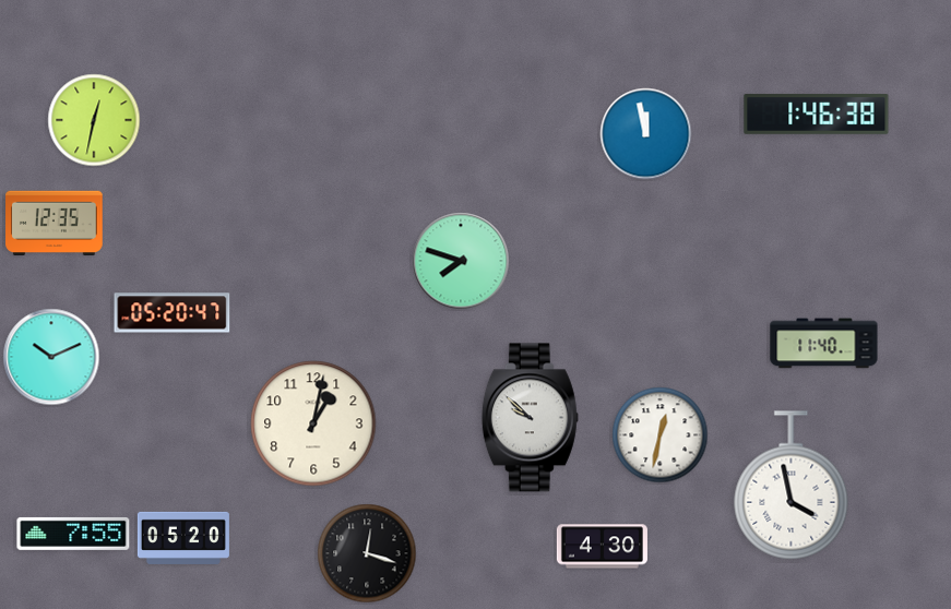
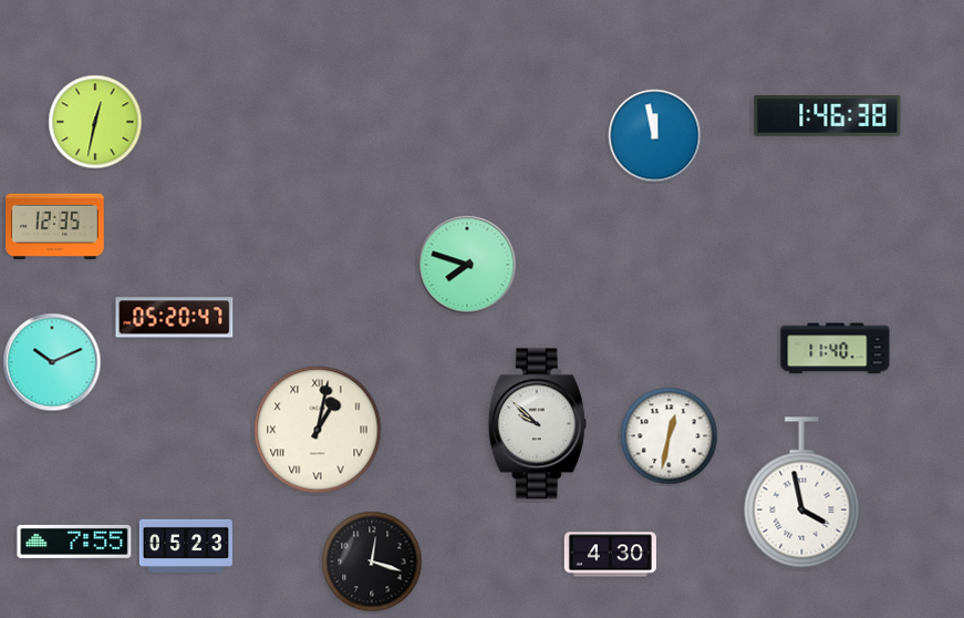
clock at (313, 423) numerals: Arabic -> Roman
clock at (661, 435) position: (661, 435) -> (670, 436)
clock at (183, 538): 05:20 -> 05:23
